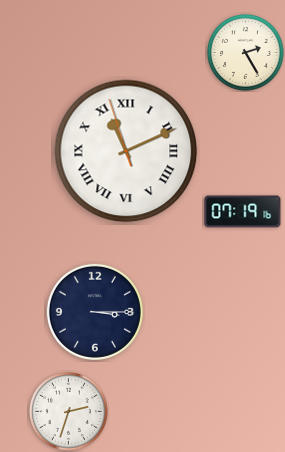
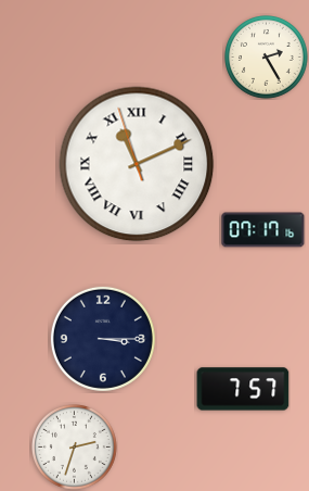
clock at (243, 212): 07:19 -> 07:17
clock at (243, 389): none -> 7:57
